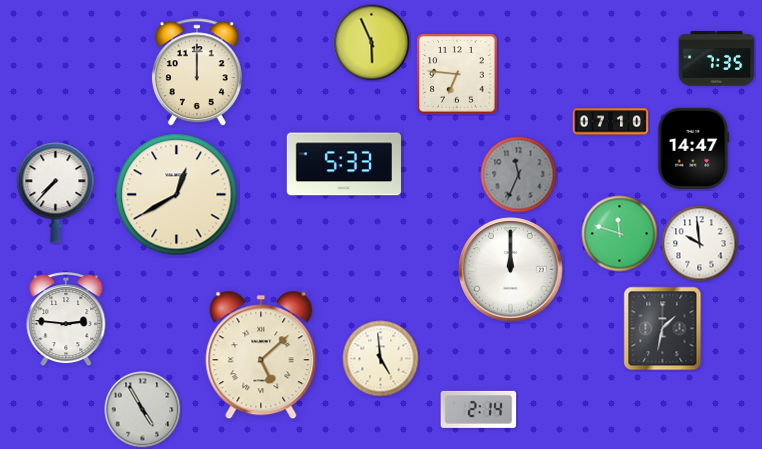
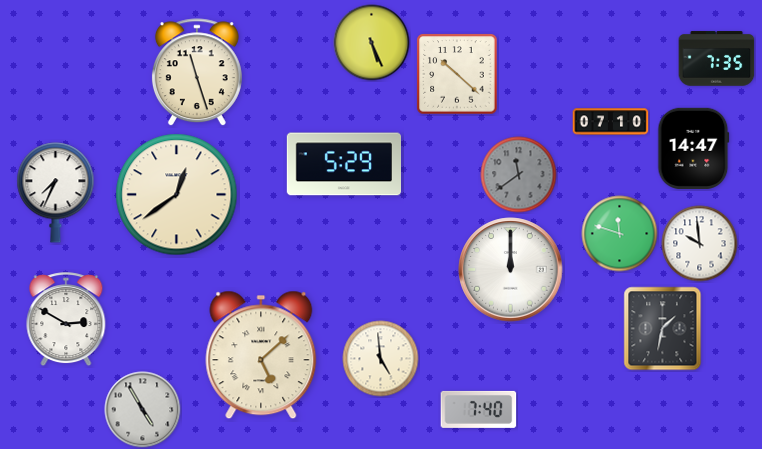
clock at (372, 43): 5:56 -> 5:26
clock at (197, 73): 12:00 -> 11:27
clock at (457, 74): 6:46 -> 10:22
clock at (343, 164): 5:33 -> 5:29
clock at (519, 175): 11:34 -> 11:39
clock at (56, 193): 7:37 -> 7:34
clock at (177, 195): 12:40 -> 12:39
clock at (66, 320): 2:46 -> 2:50
clock at (479, 409): 2:14 -> 7:40
